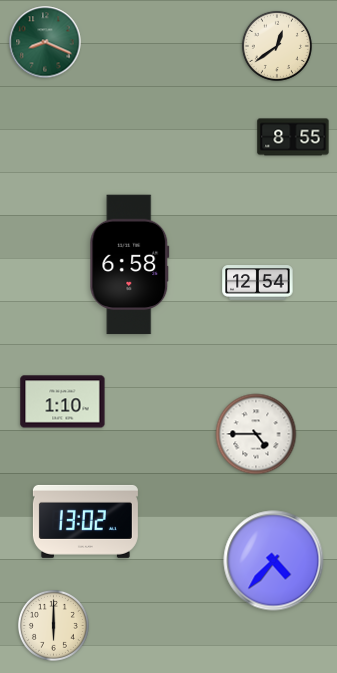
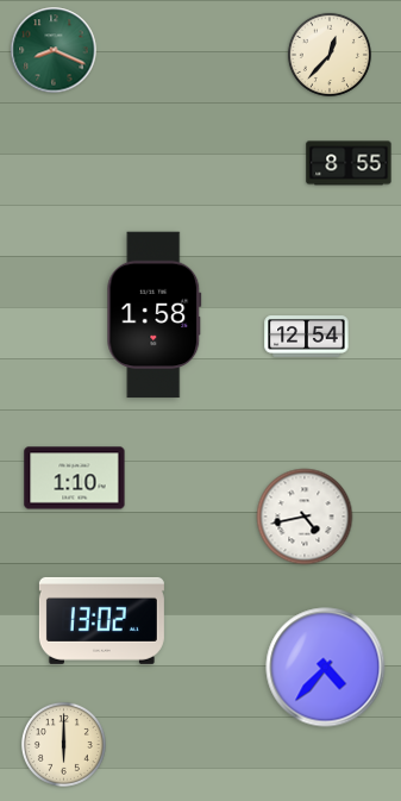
clock at (277, 46): 12:39 -> 12:37
clock at (130, 265): 6:58 -> 1:58
clock at (256, 434): 4:45 -> 4:43
